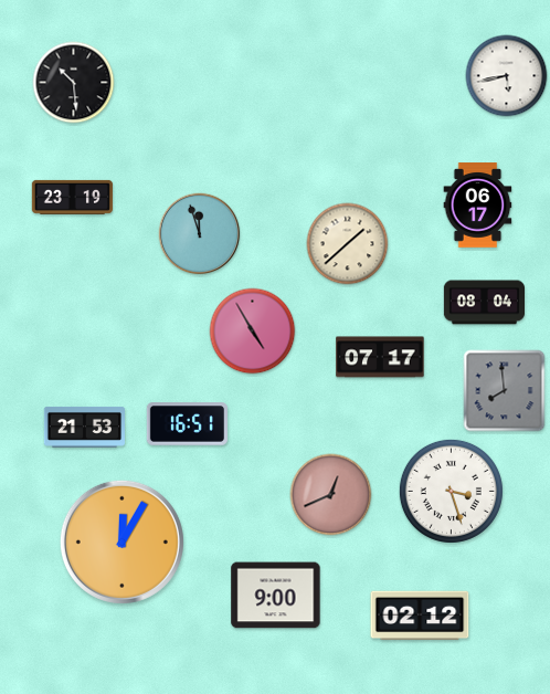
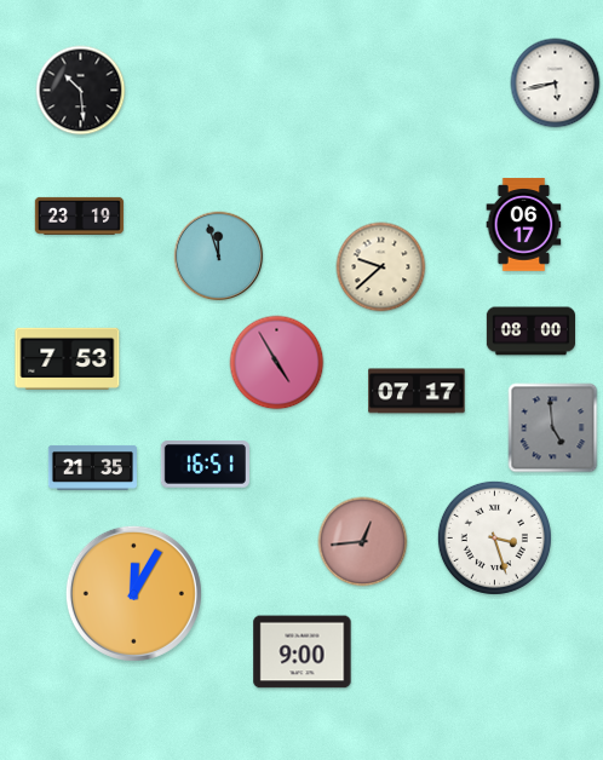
clock at (348, 244): 1:38 -> 9:38
clock at (484, 303): 08:04 -> 08:00
clock at (68, 358): none -> 7:53
clock at (505, 391): 7:59 -> 4:59
clock at (84, 427): 21:53 -> 21:35
clock at (331, 495): 12:41 -> 12:44
clock at (420, 616): 02:12 -> none
